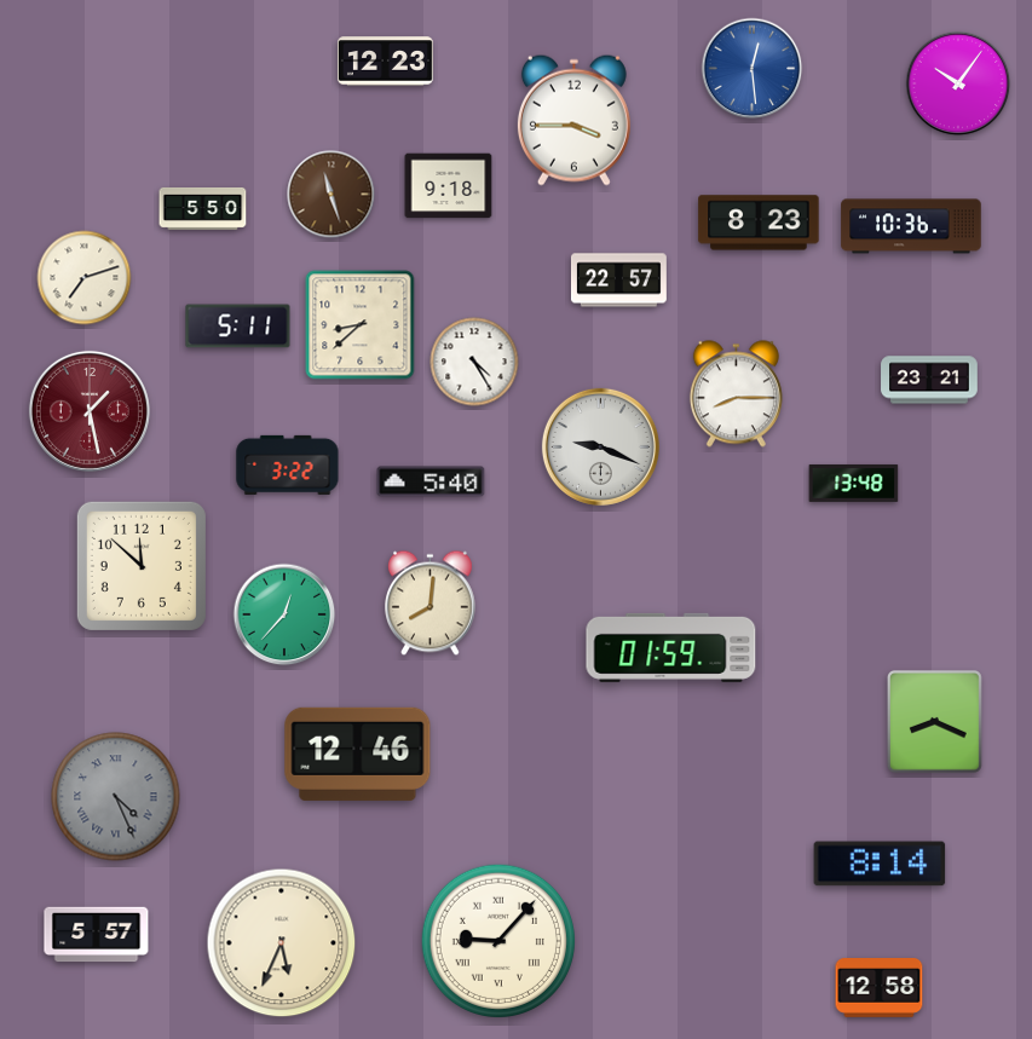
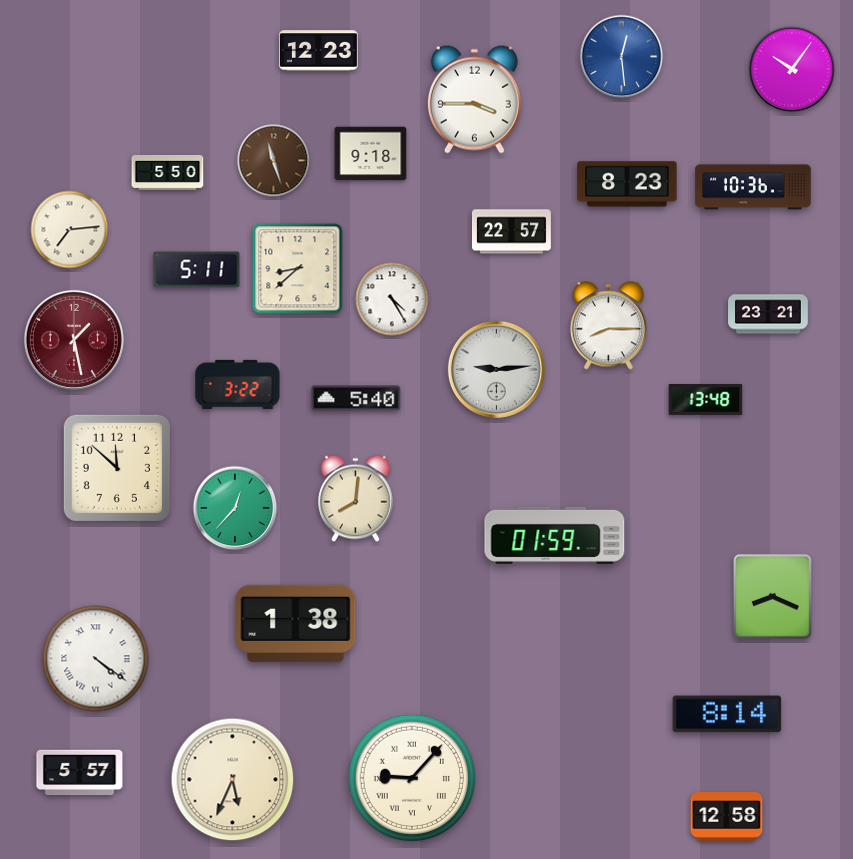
clock at (85, 278): 7:12 -> 7:14
clock at (600, 446): 9:19 -> 9:14
clock at (358, 754): 12:46 -> 1:38
clock at (116, 797): 4:26 -> 4:21
clock at (116, 797) dial: grey -> white
